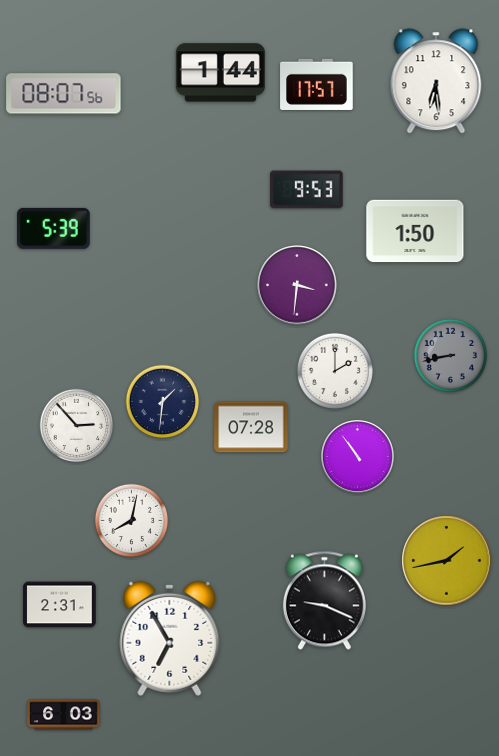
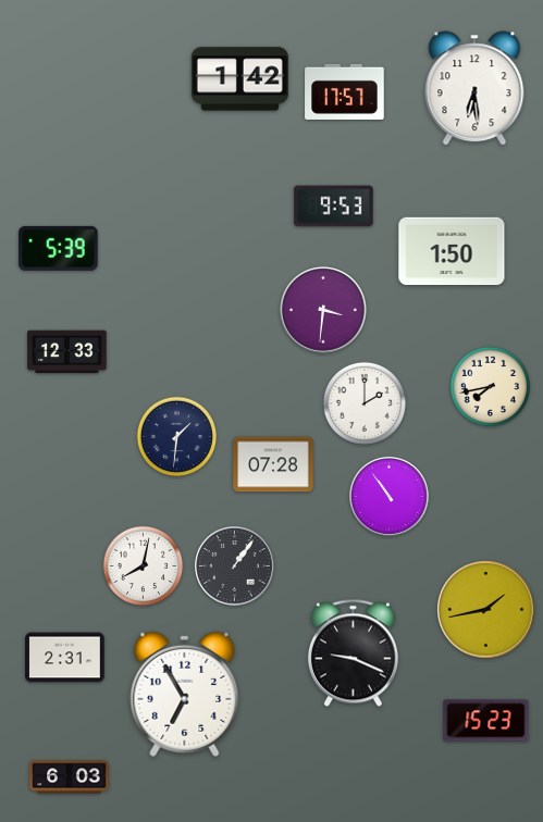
clock at (220, 73): 1:44 -> 1:42
clock at (64, 94): 08:07 -> none
clock at (67, 352): none -> 12:33
clock at (451, 356): 8:43 -> 7:43
clock at (451, 356) dial: grey -> cream
clock at (77, 426): 2:53 -> none
clock at (235, 566): none -> 1:06
clock at (486, 721): none -> 15:23
